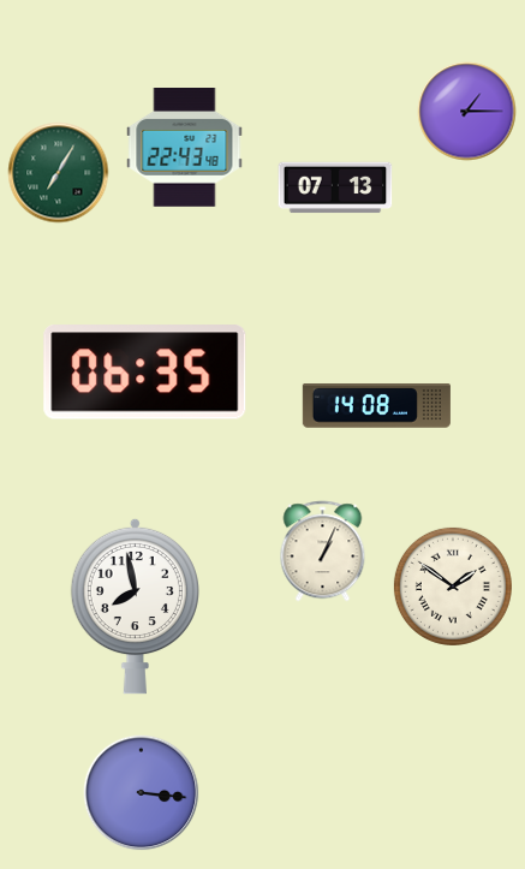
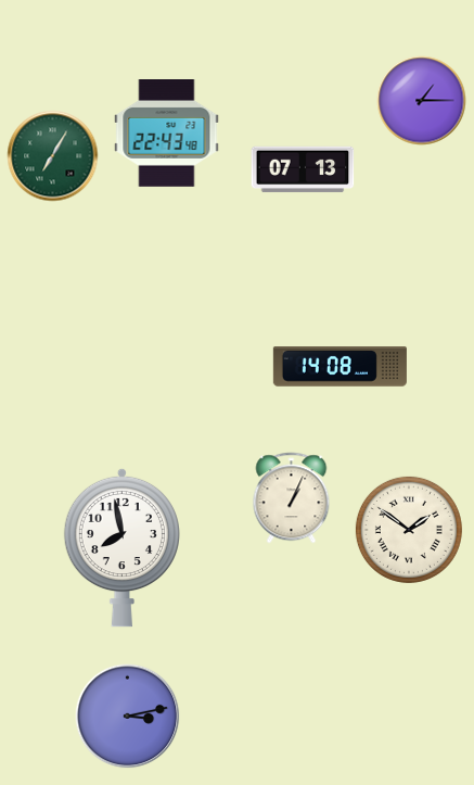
clock at (145, 373): 06:35 -> none
clock at (142, 793): 3:16 -> 3:13
